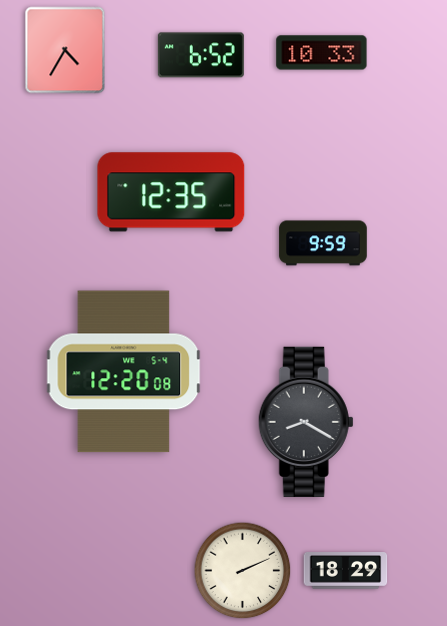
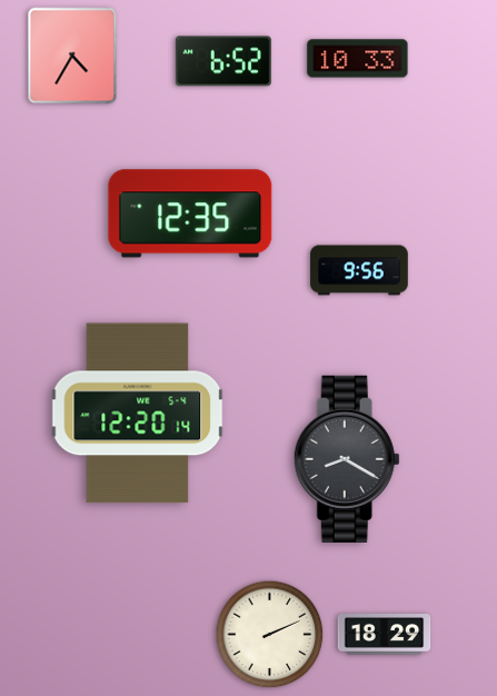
clock at (323, 243): 9:59 -> 9:56
clock at (124, 372): 12:20:08 -> 12:20:14
clock at (306, 422) position: (306, 422) -> (347, 459)
